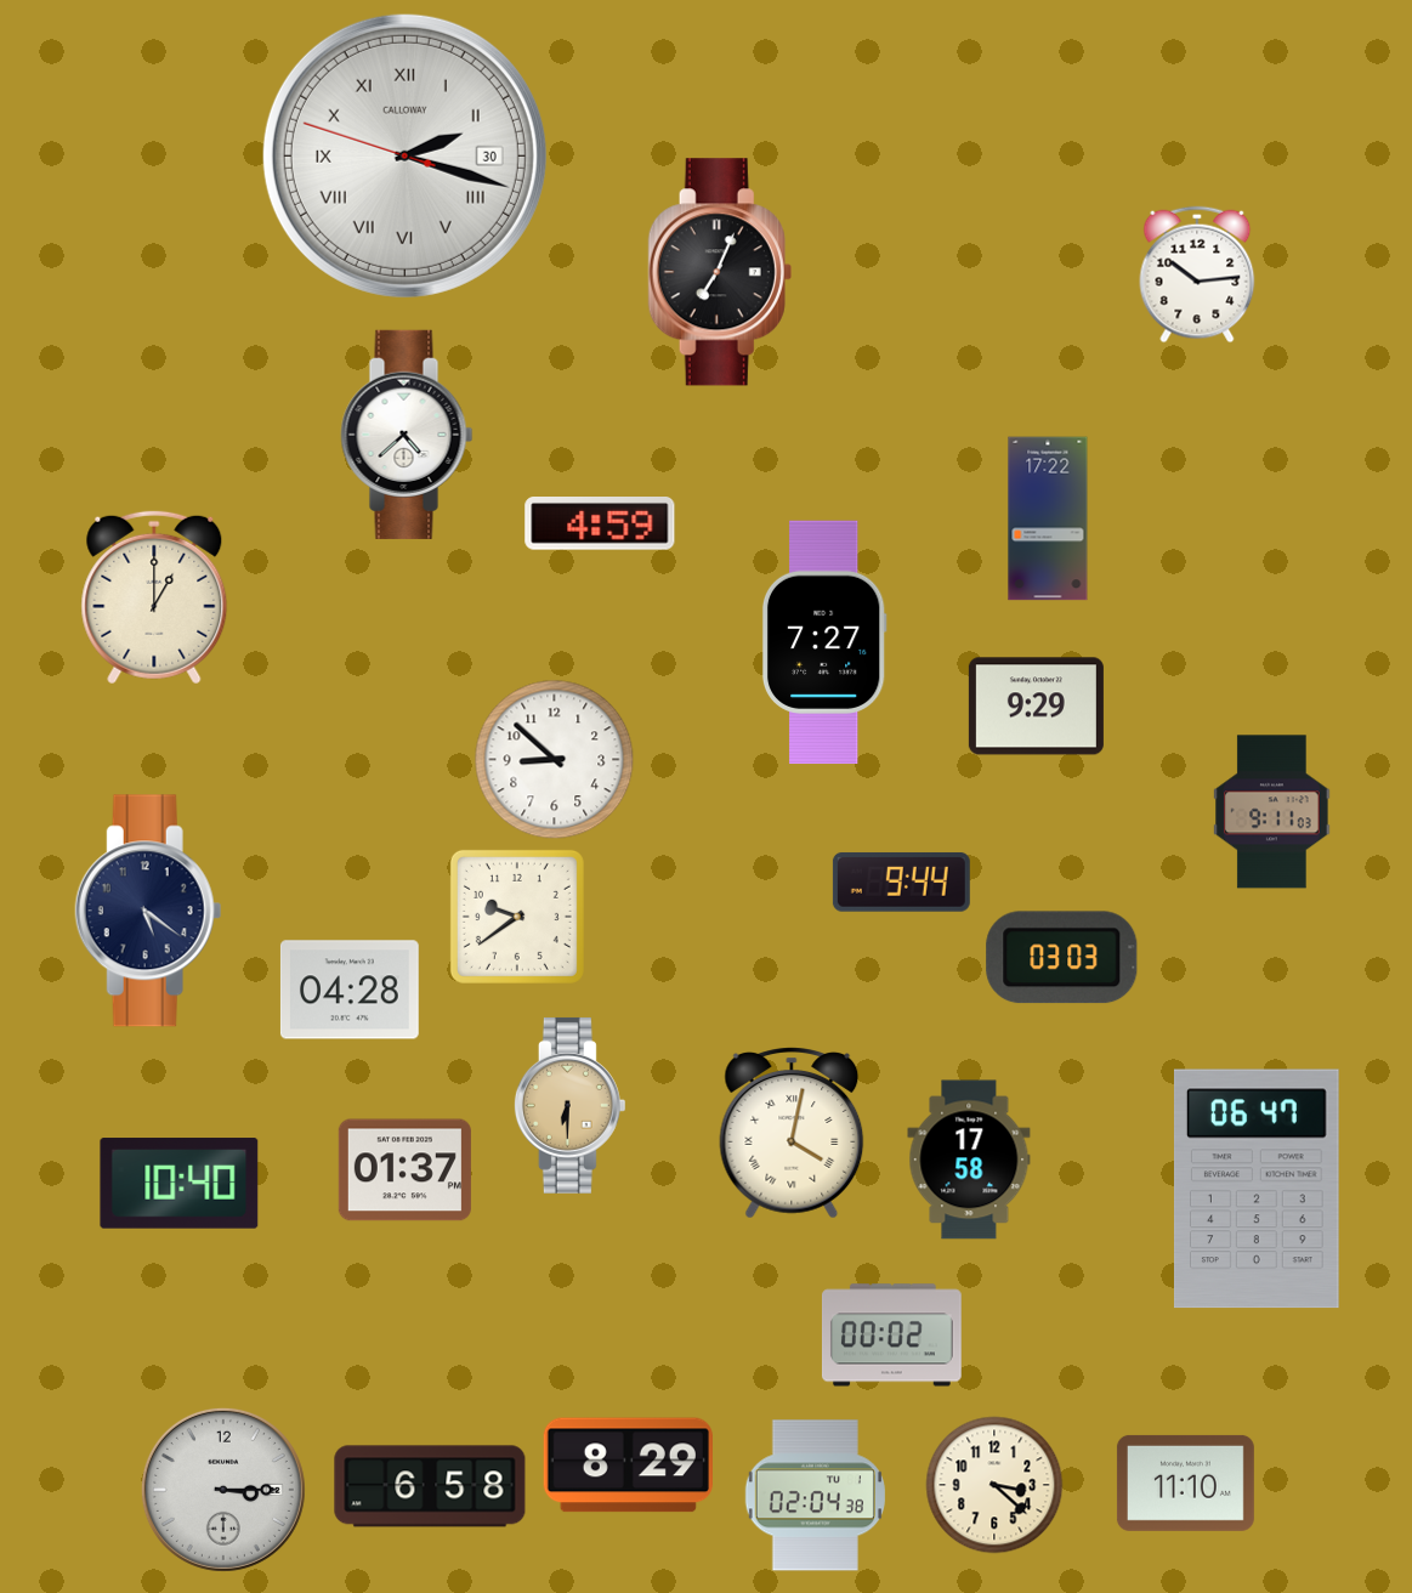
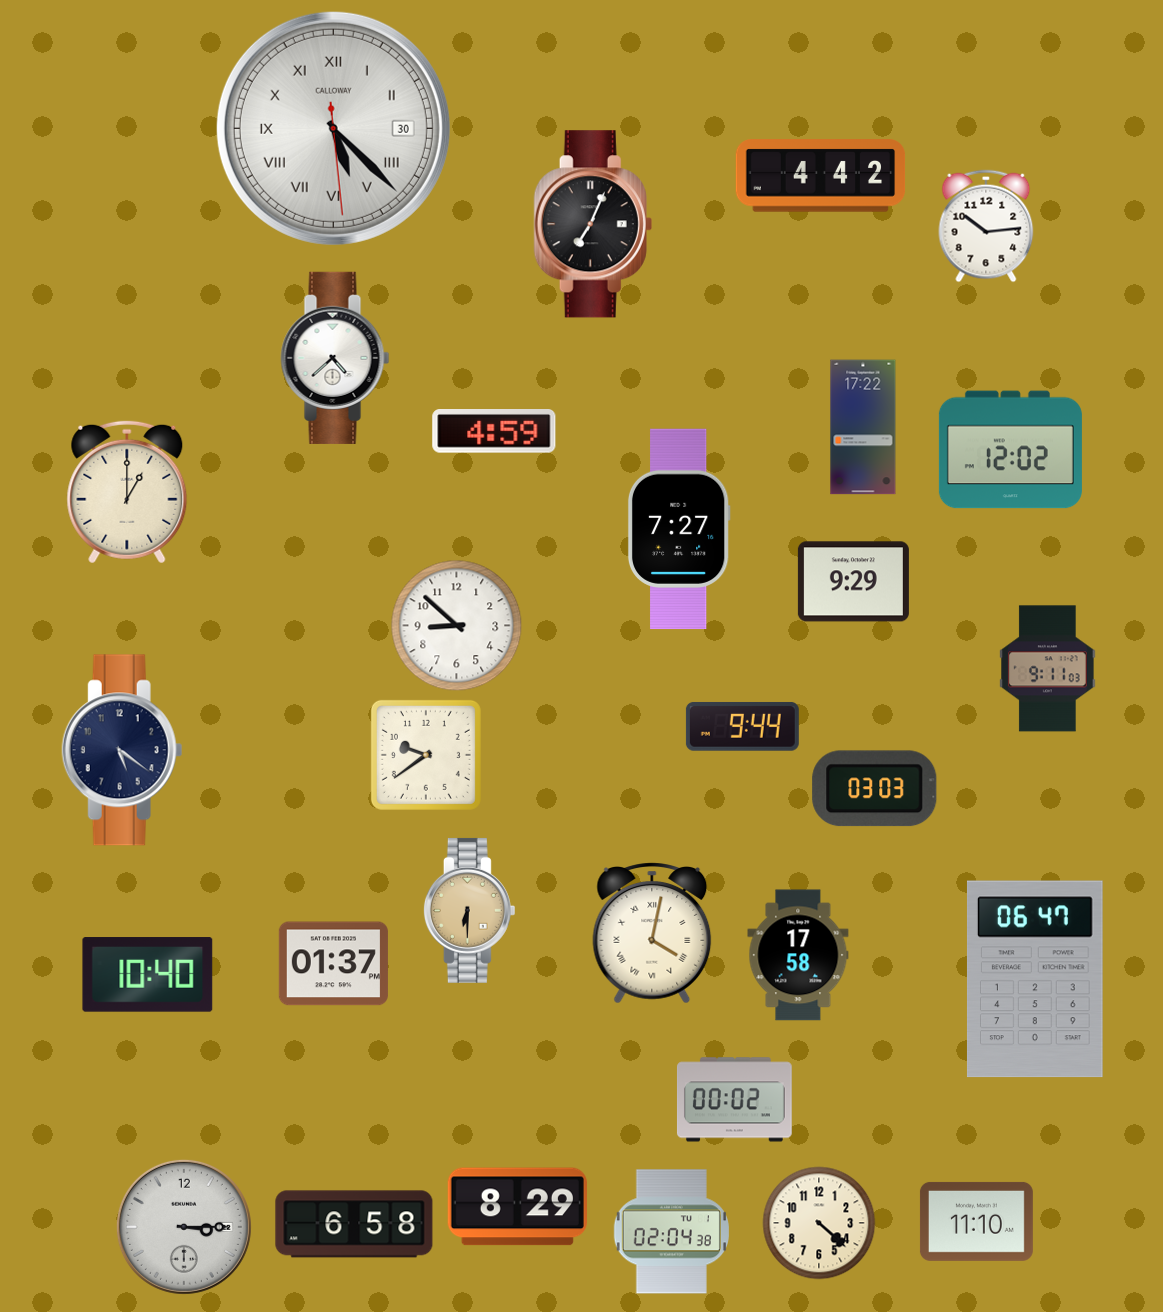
clock at (404, 155): 2:17 -> 5:22
clock at (821, 176): none -> 4:42
clock at (1010, 450): none -> 12:02
clock at (350, 990): 04:28 -> none
clock at (994, 1485): 3:22 -> 4:22
